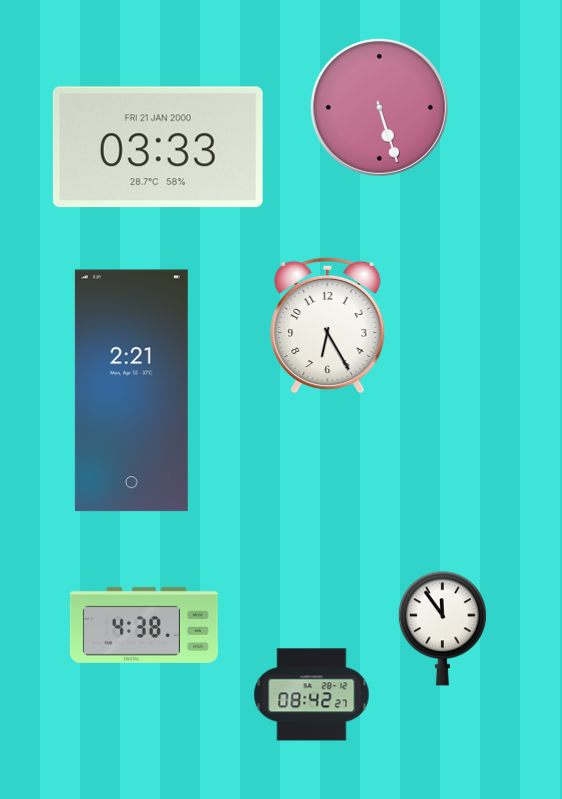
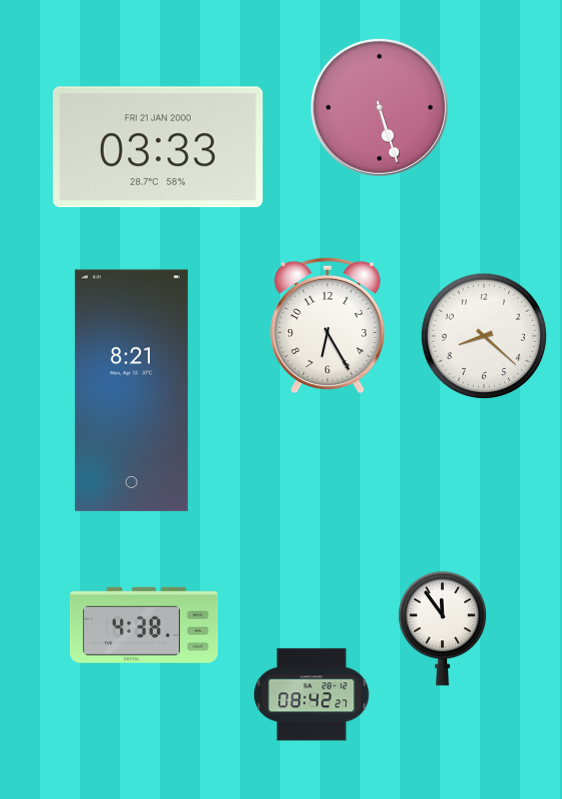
clock at (484, 336): none -> 8:22
clock at (131, 391): 2:21 -> 8:21
